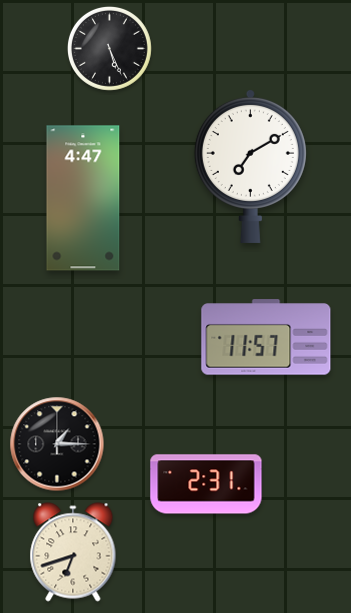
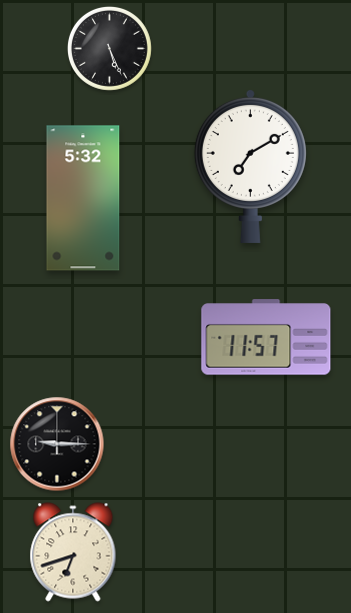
clock at (83, 198): 4:47 -> 5:32
clock at (57, 444): 1:15 -> 9:15
clock at (206, 484): 2:31 -> none
